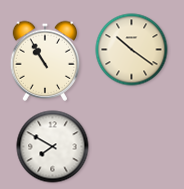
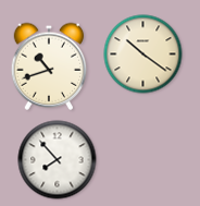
clock at (45, 61): 10:55 -> 10:42
clock at (53, 147): 7:50 -> 7:53
